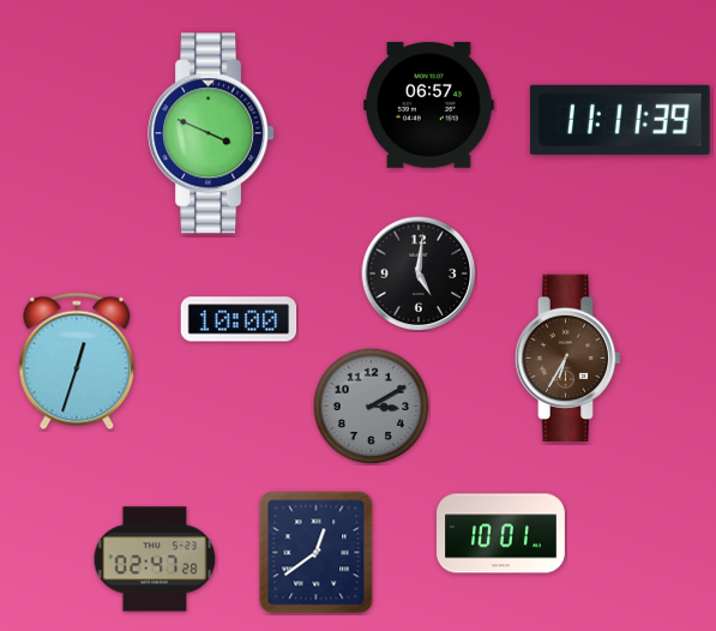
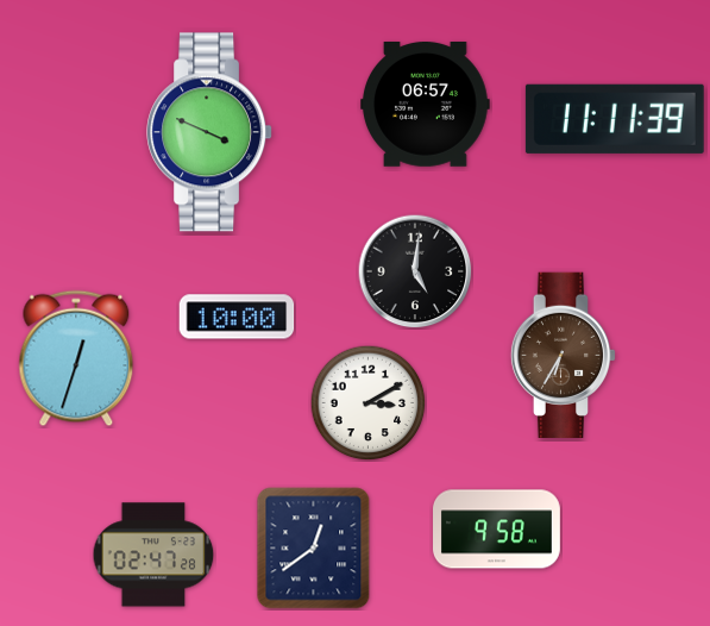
clock at (371, 405) dial: grey -> white
clock at (501, 534): 10:01 -> 9:58
